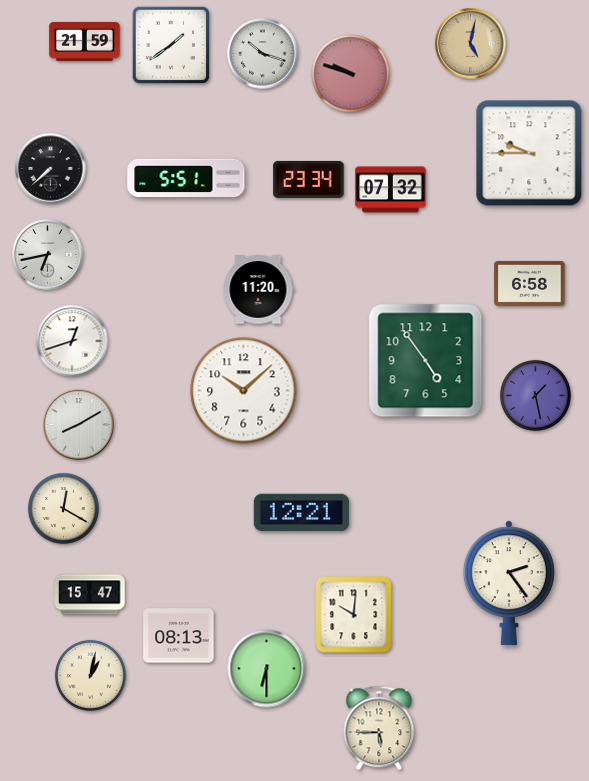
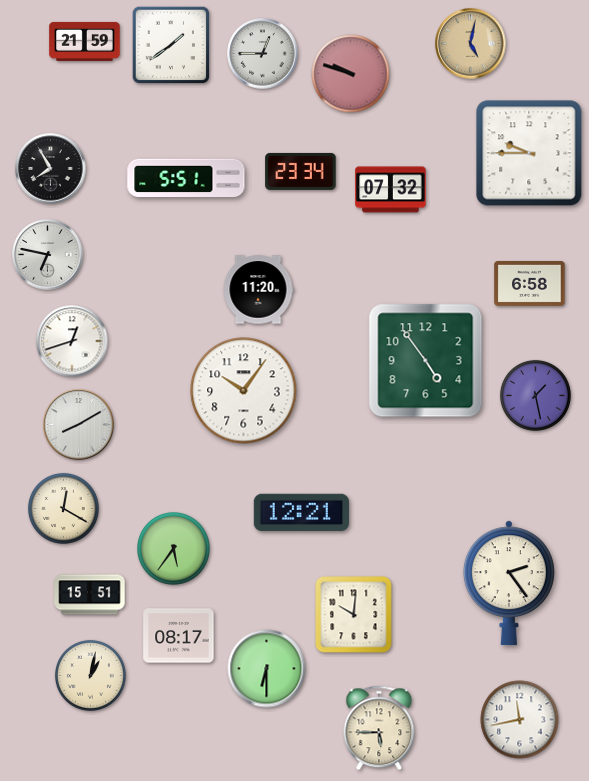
clock at (263, 54): 10:18 -> 12:45
clock at (51, 169): 7:38 -> 7:55
clock at (309, 179) position: (309, 179) -> (301, 171)
clock at (48, 255): 6:43 -> 6:47
clock at (244, 391): 10:08 -> 10:06
clock at (174, 549): none -> 5:36
clock at (90, 595): 15:47 -> 15:51
clock at (179, 636): 08:13 -> 08:17
clock at (520, 720): none -> 11:43
